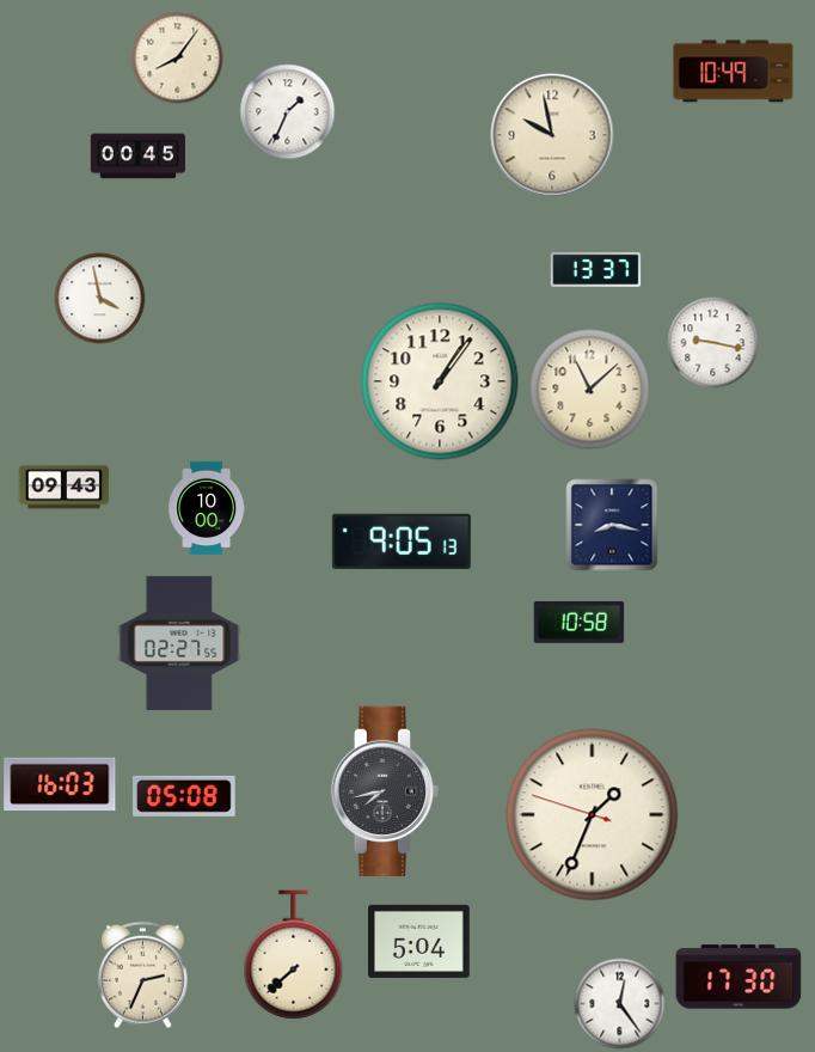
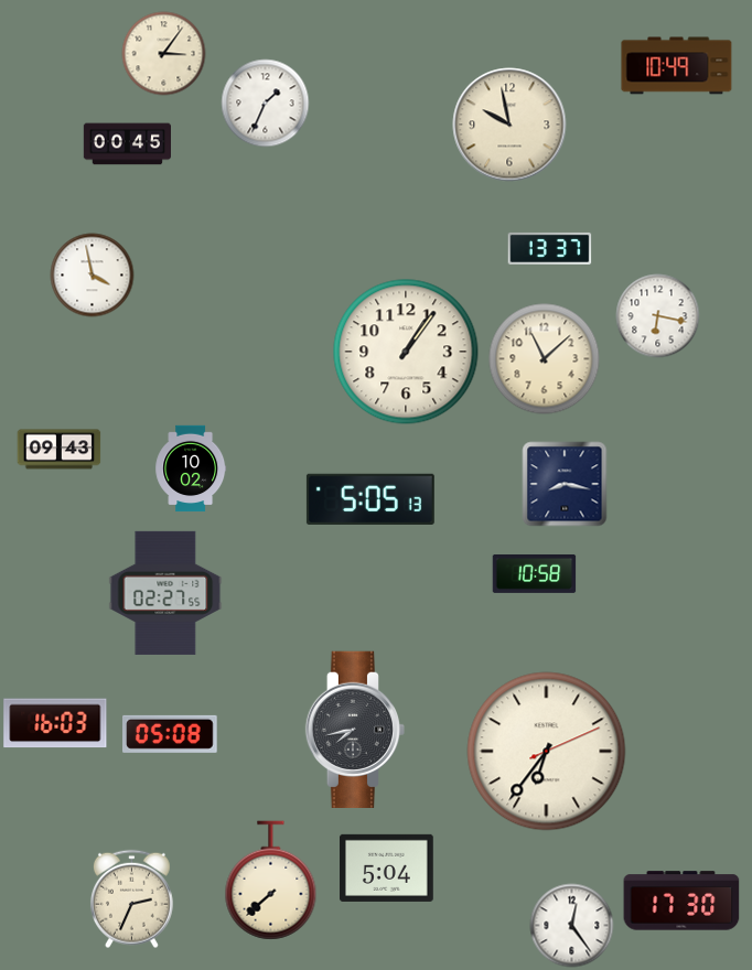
clock at (178, 59): 8:06 -> 3:06
clock at (713, 343): 9:17 -> 6:17
clock at (207, 508): 10:00 -> 10:02
clock at (402, 542): 9:05 -> 5:05
clock at (593, 815): 1:33 -> 6:36
